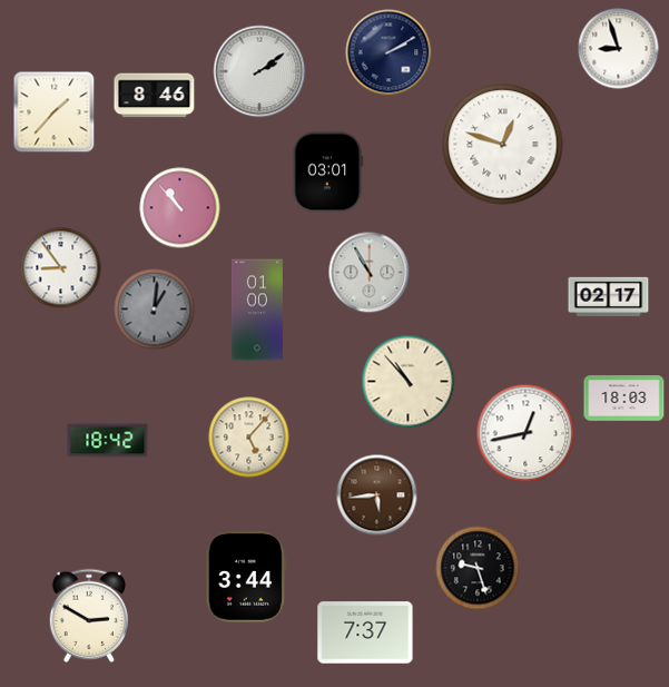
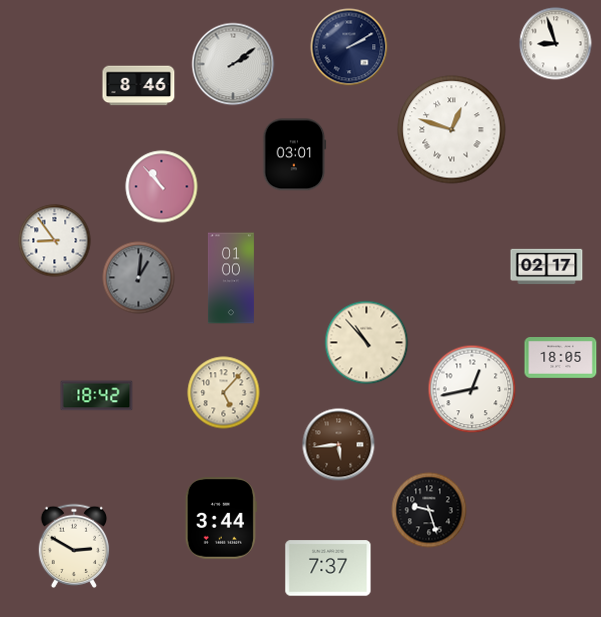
clock at (55, 112): 1:37 -> none
clock at (370, 273): 10:55 -> none
clock at (624, 399): 18:03 -> 18:05
clock at (89, 616) position: (89, 616) -> (74, 546)
